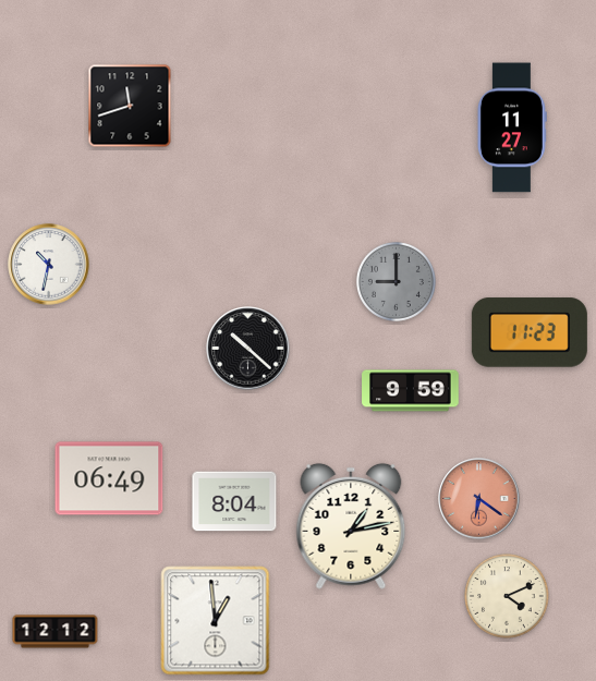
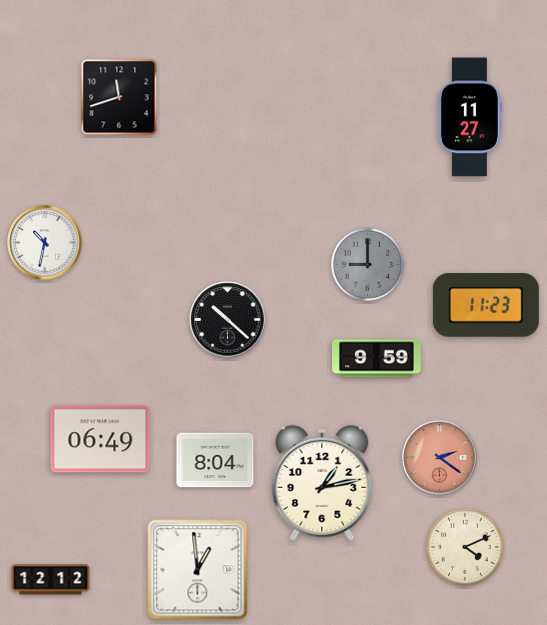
clock at (396, 281) position: (396, 281) -> (367, 264)
clock at (479, 499): 6:21 -> 2:21
